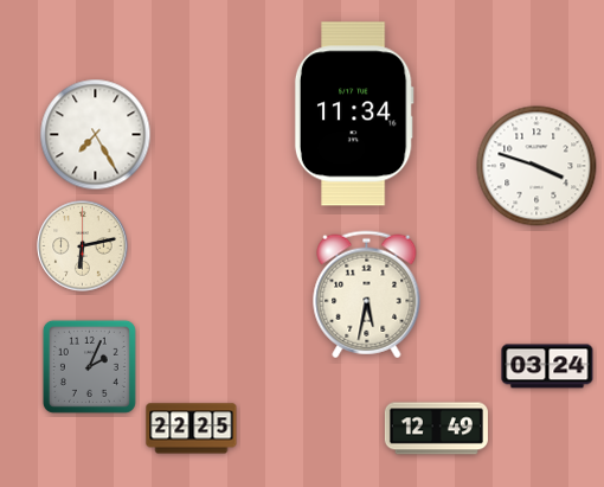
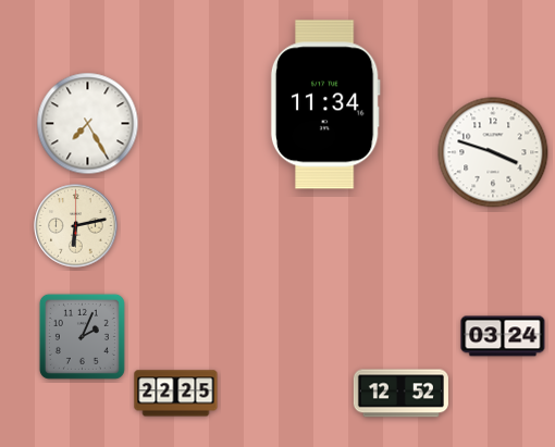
clock at (367, 295): 5:32 -> none
clock at (436, 429): 12:49 -> 12:52
